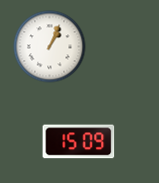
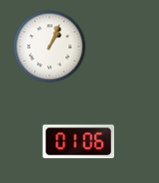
clock at (79, 142): 15:09 -> 01:06
